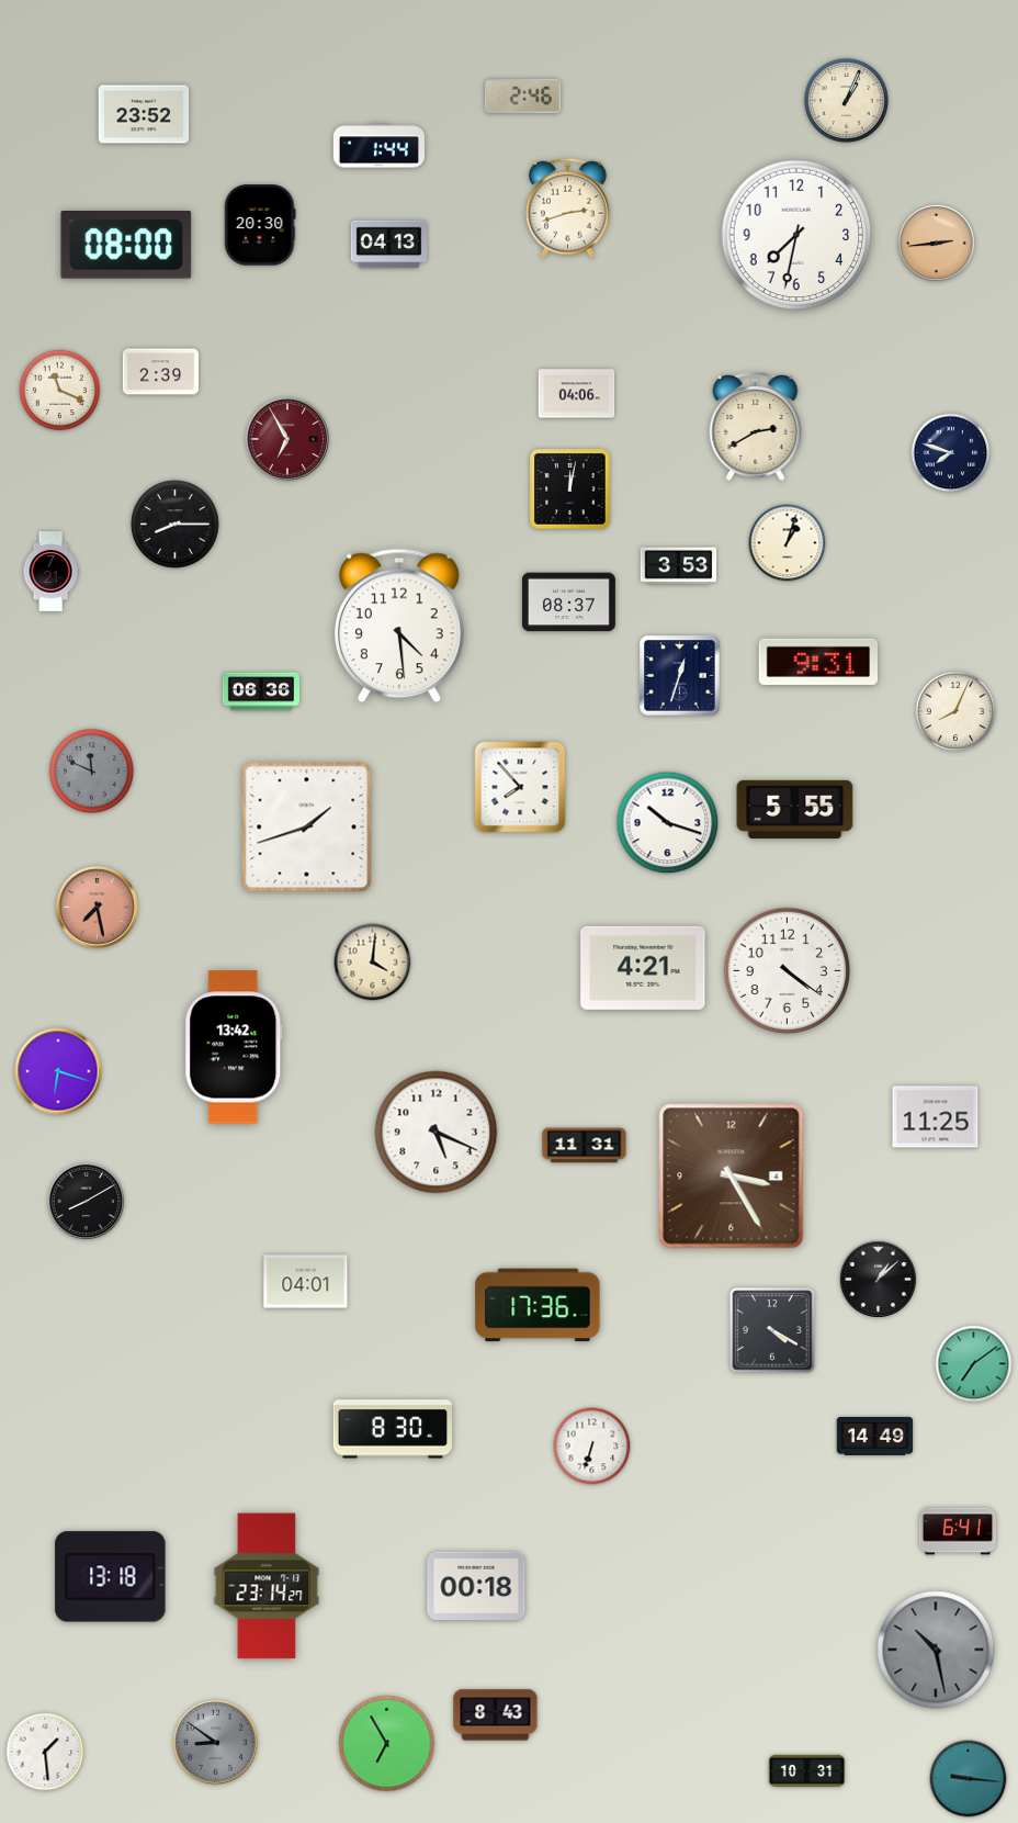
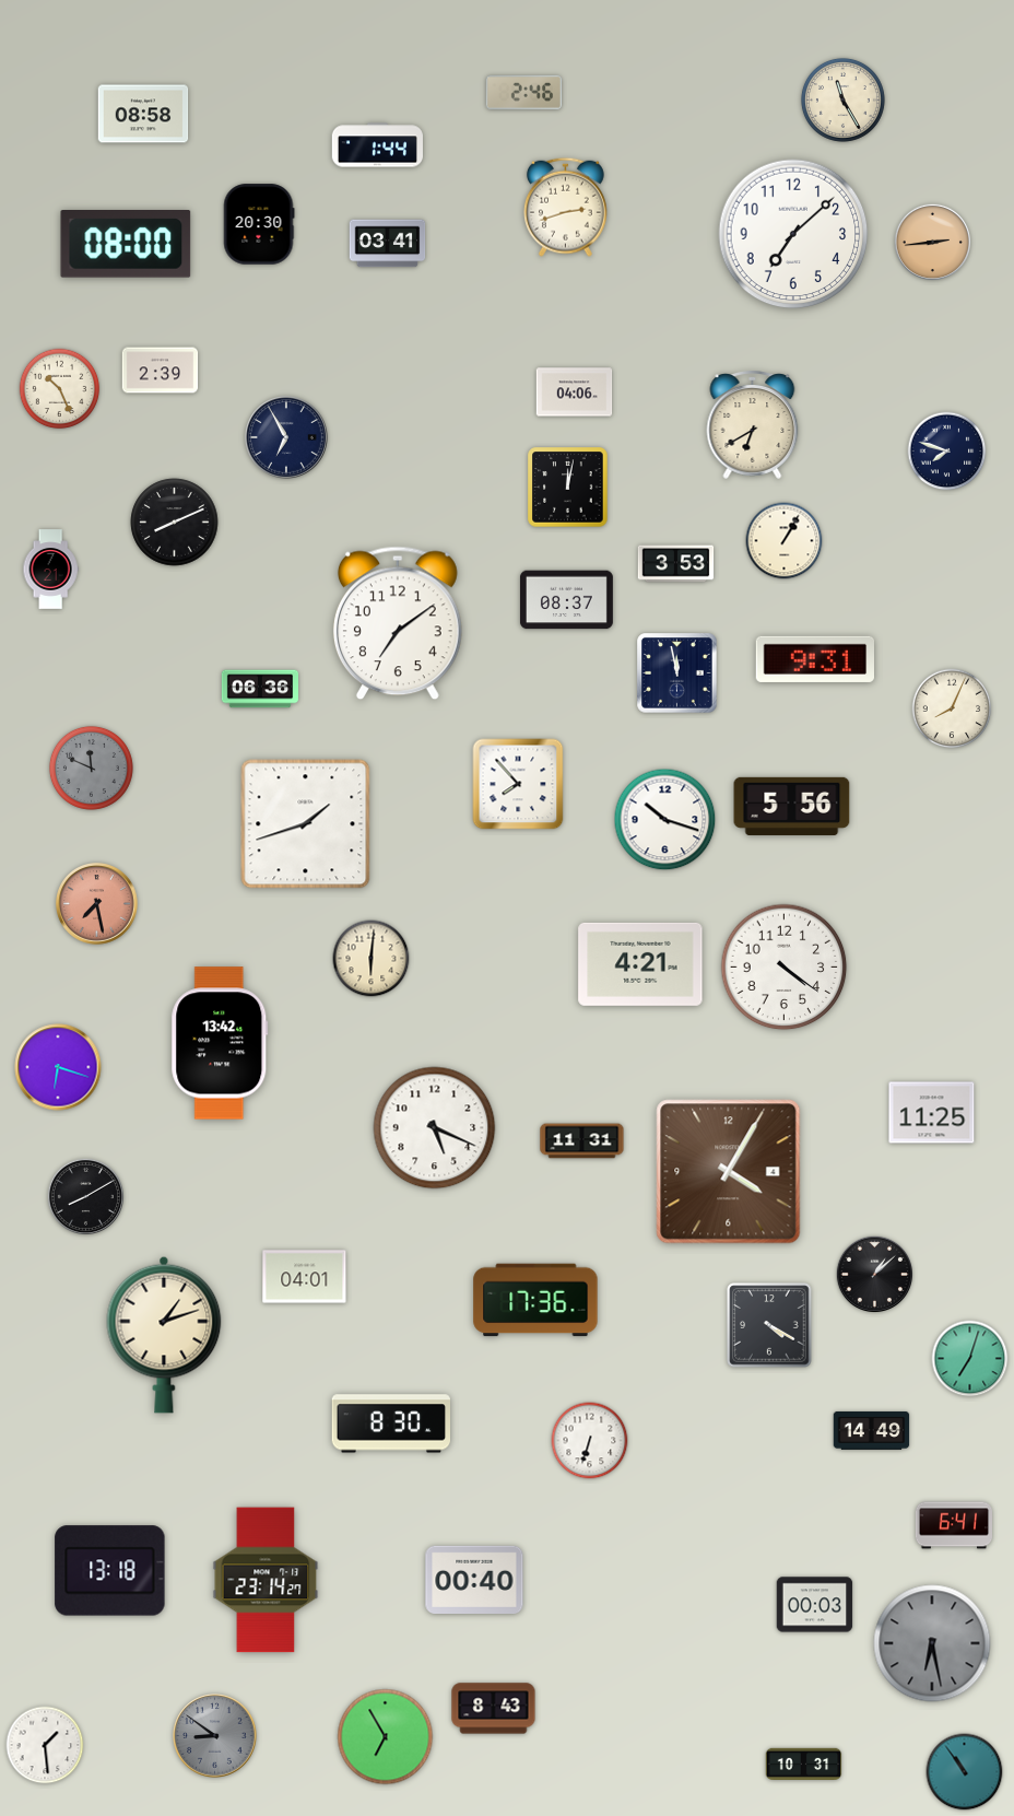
clock at (523, 95) position: (523, 95) -> (524, 92)
clock at (846, 100): 1:04 -> 11:25
clock at (144, 114): 23:52 -> 08:58
clock at (796, 235): 7:32 -> 7:08
clock at (389, 245): 04:13 -> 03:41
clock at (60, 391): 11:19 -> 10:26
clock at (756, 427): 2:40 -> 6:40
clock at (287, 439) dial: burgundy -> navy
clock at (176, 525): 8:15 -> 8:11
clock at (788, 543): 1:03 -> 1:05
clock at (399, 626): 4:29 -> 7:09
clock at (680, 676): 12:33 -> 11:58
clock at (795, 809): 5:55 -> 5:56
clock at (373, 963): 4:01 -> 6:01
clock at (234, 1047) position: (234, 1047) -> (220, 1043)
clock at (732, 1177): 3:25 -> 4:05
clock at (164, 1335): none -> 1:12
clock at (974, 1364): 7:09 -> 7:03
clock at (476, 1585): 00:18 -> 00:40
clock at (815, 1605): none -> 00:03
clock at (936, 1650): 10:28 -> 6:28
clock at (969, 1779): 9:16 -> 10:54
